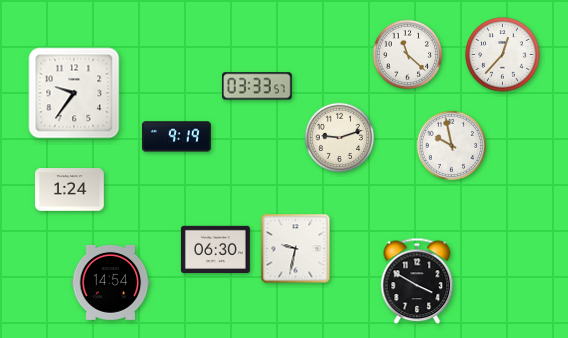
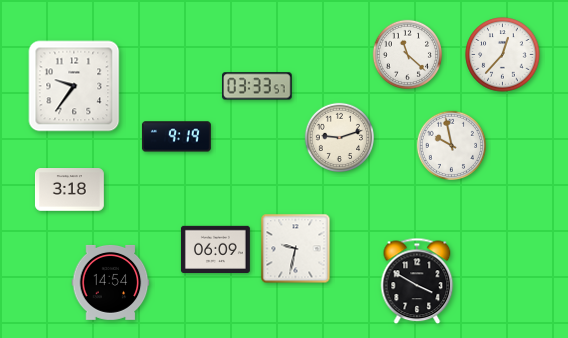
clock at (74, 93) position: (74, 93) -> (74, 86)
clock at (69, 190): 1:24 -> 3:18
clock at (215, 249): 06:30 -> 06:09
